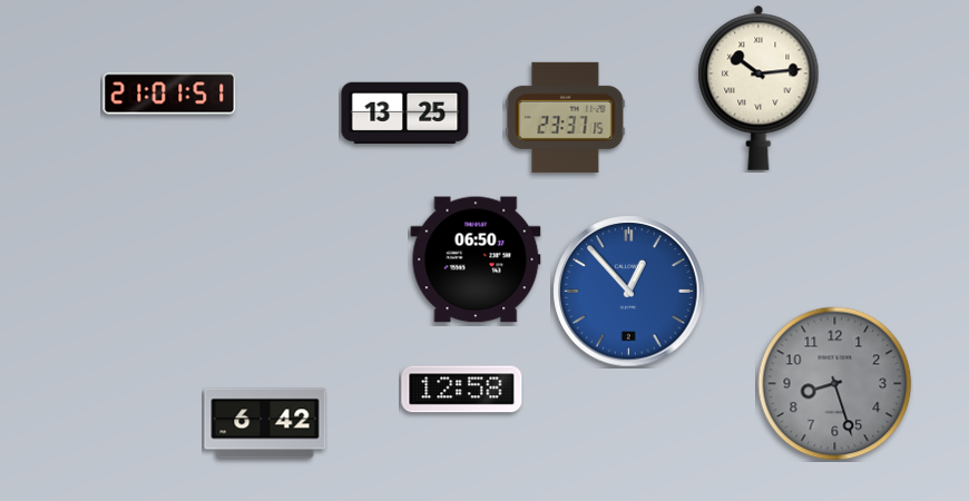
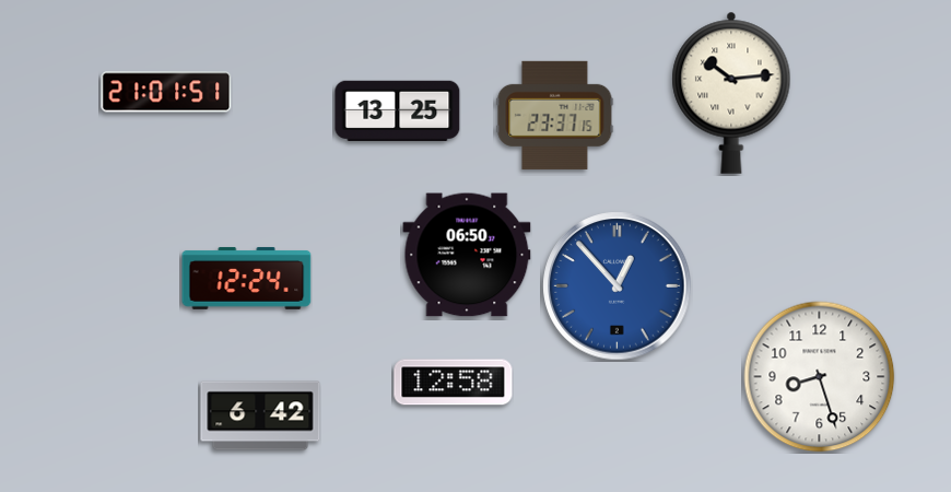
clock at (758, 88) position: (758, 88) -> (731, 93)
clock at (247, 279): none -> 12:24
clock at (835, 384) dial: grey -> white
